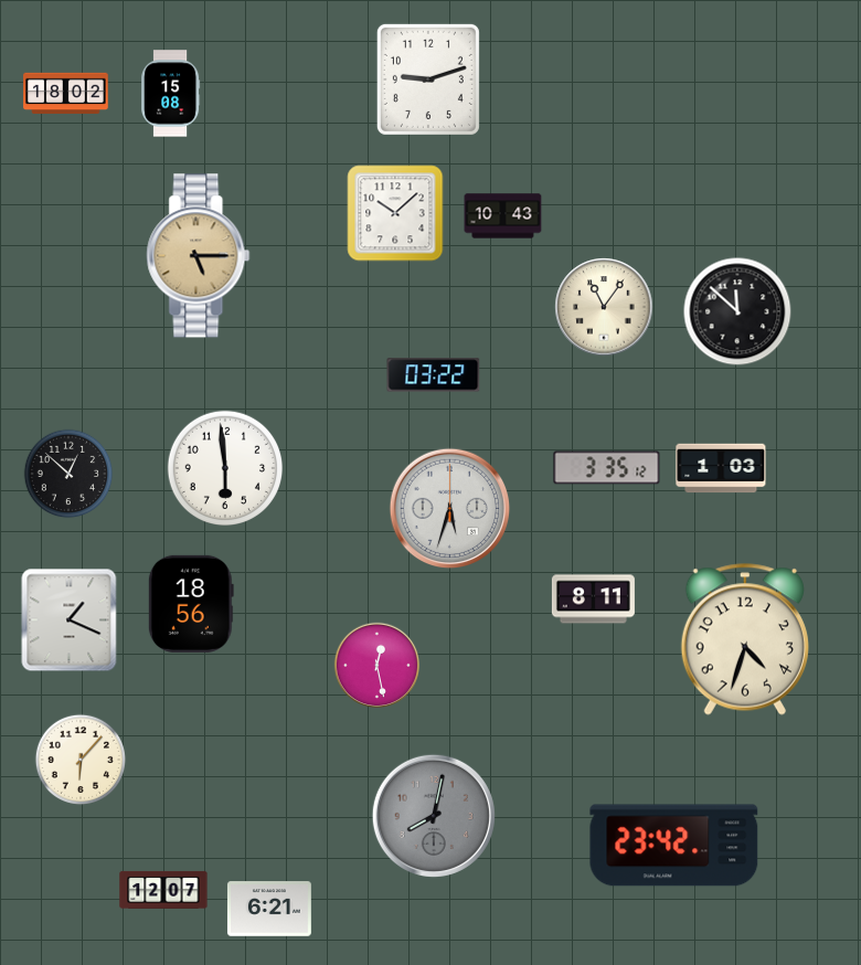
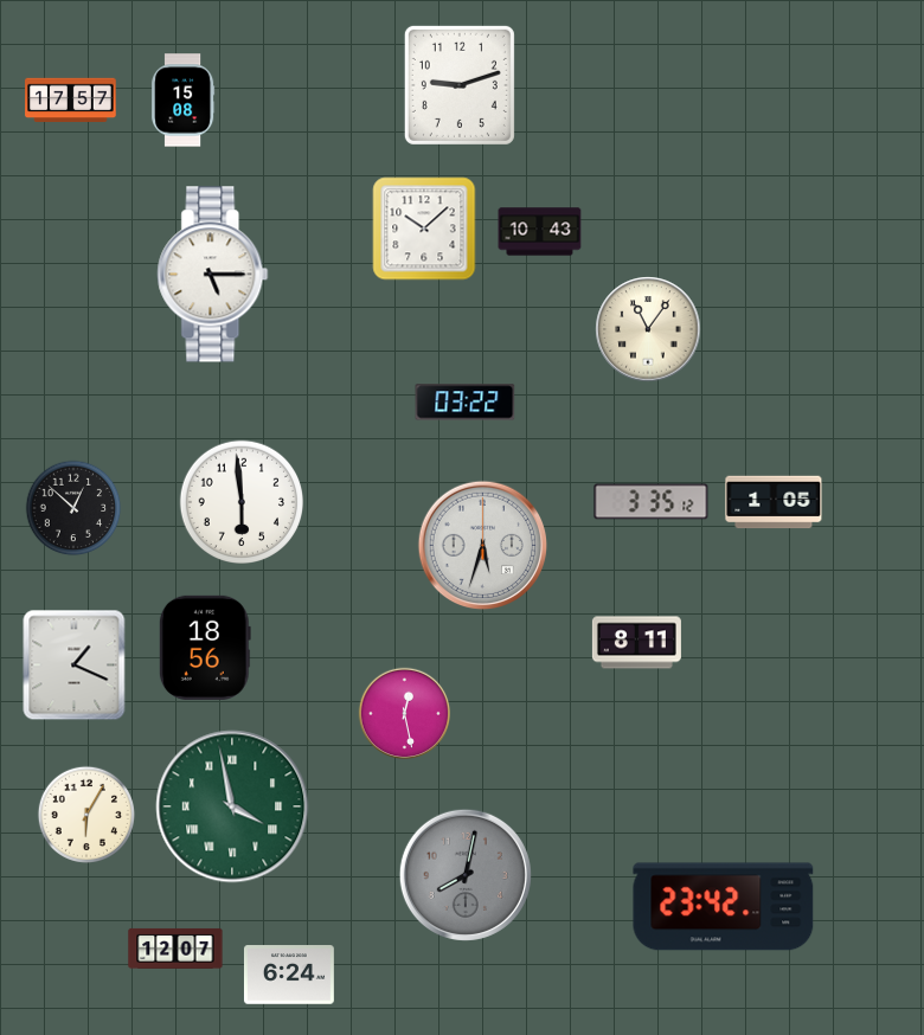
clock at (66, 94): 18:02 -> 17:57
clock at (199, 256) dial: champagne -> white
clock at (737, 311): 11:52 -> none
clock at (721, 468): 1:03 -> 1:05
clock at (745, 639): 4:33 -> none
clock at (232, 806): none -> 3:58
clock at (79, 759): 6:07 -> 6:05
clock at (163, 890) position: (163, 890) -> (175, 949)
clock at (269, 909): 6:21 -> 6:24
